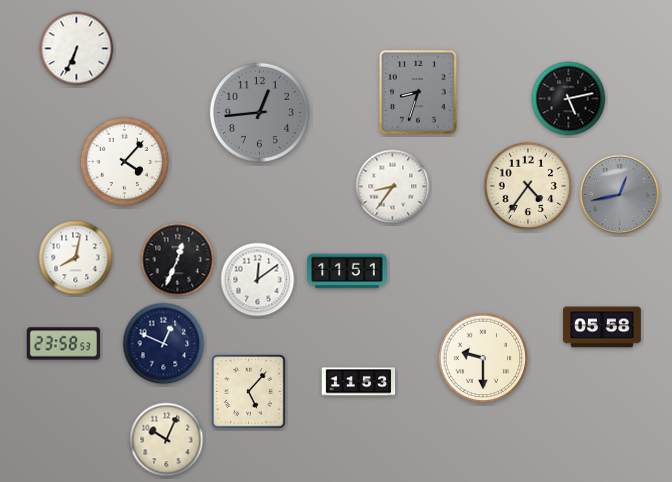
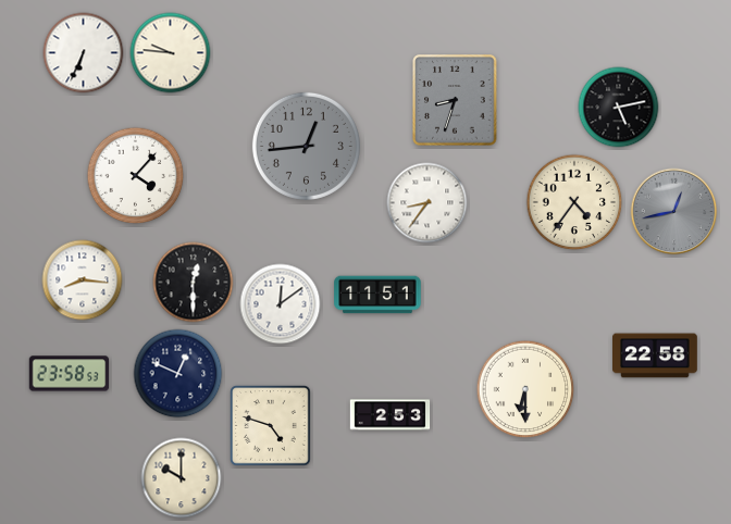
clock at (171, 53): none -> 9:46
clock at (259, 112) position: (259, 112) -> (306, 146)
clock at (76, 258): 8:02 -> 8:16
clock at (178, 260): 12:34 -> 12:30
clock at (603, 327): 05:58 -> 22:58
clock at (483, 358): 9:30 -> 6:30
clock at (359, 382): 11:53 -> 2:53
clock at (249, 392): 5:07 -> 4:48
clock at (167, 440): 10:04 -> 10:00
